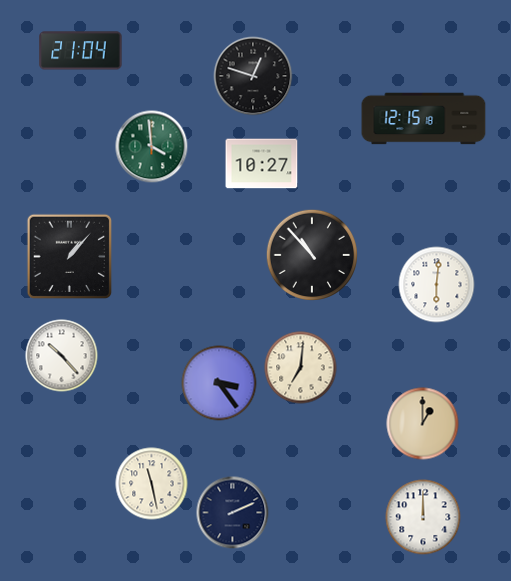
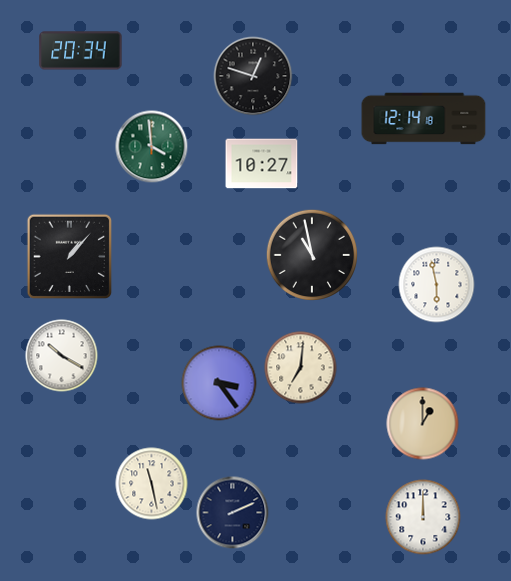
clock at (81, 51): 21:04 -> 20:34
clock at (424, 119): 12:15 -> 12:14
clock at (311, 254): 10:53 -> 10:58
clock at (437, 285): 6:01 -> 5:58
clock at (62, 356): 10:23 -> 10:20
